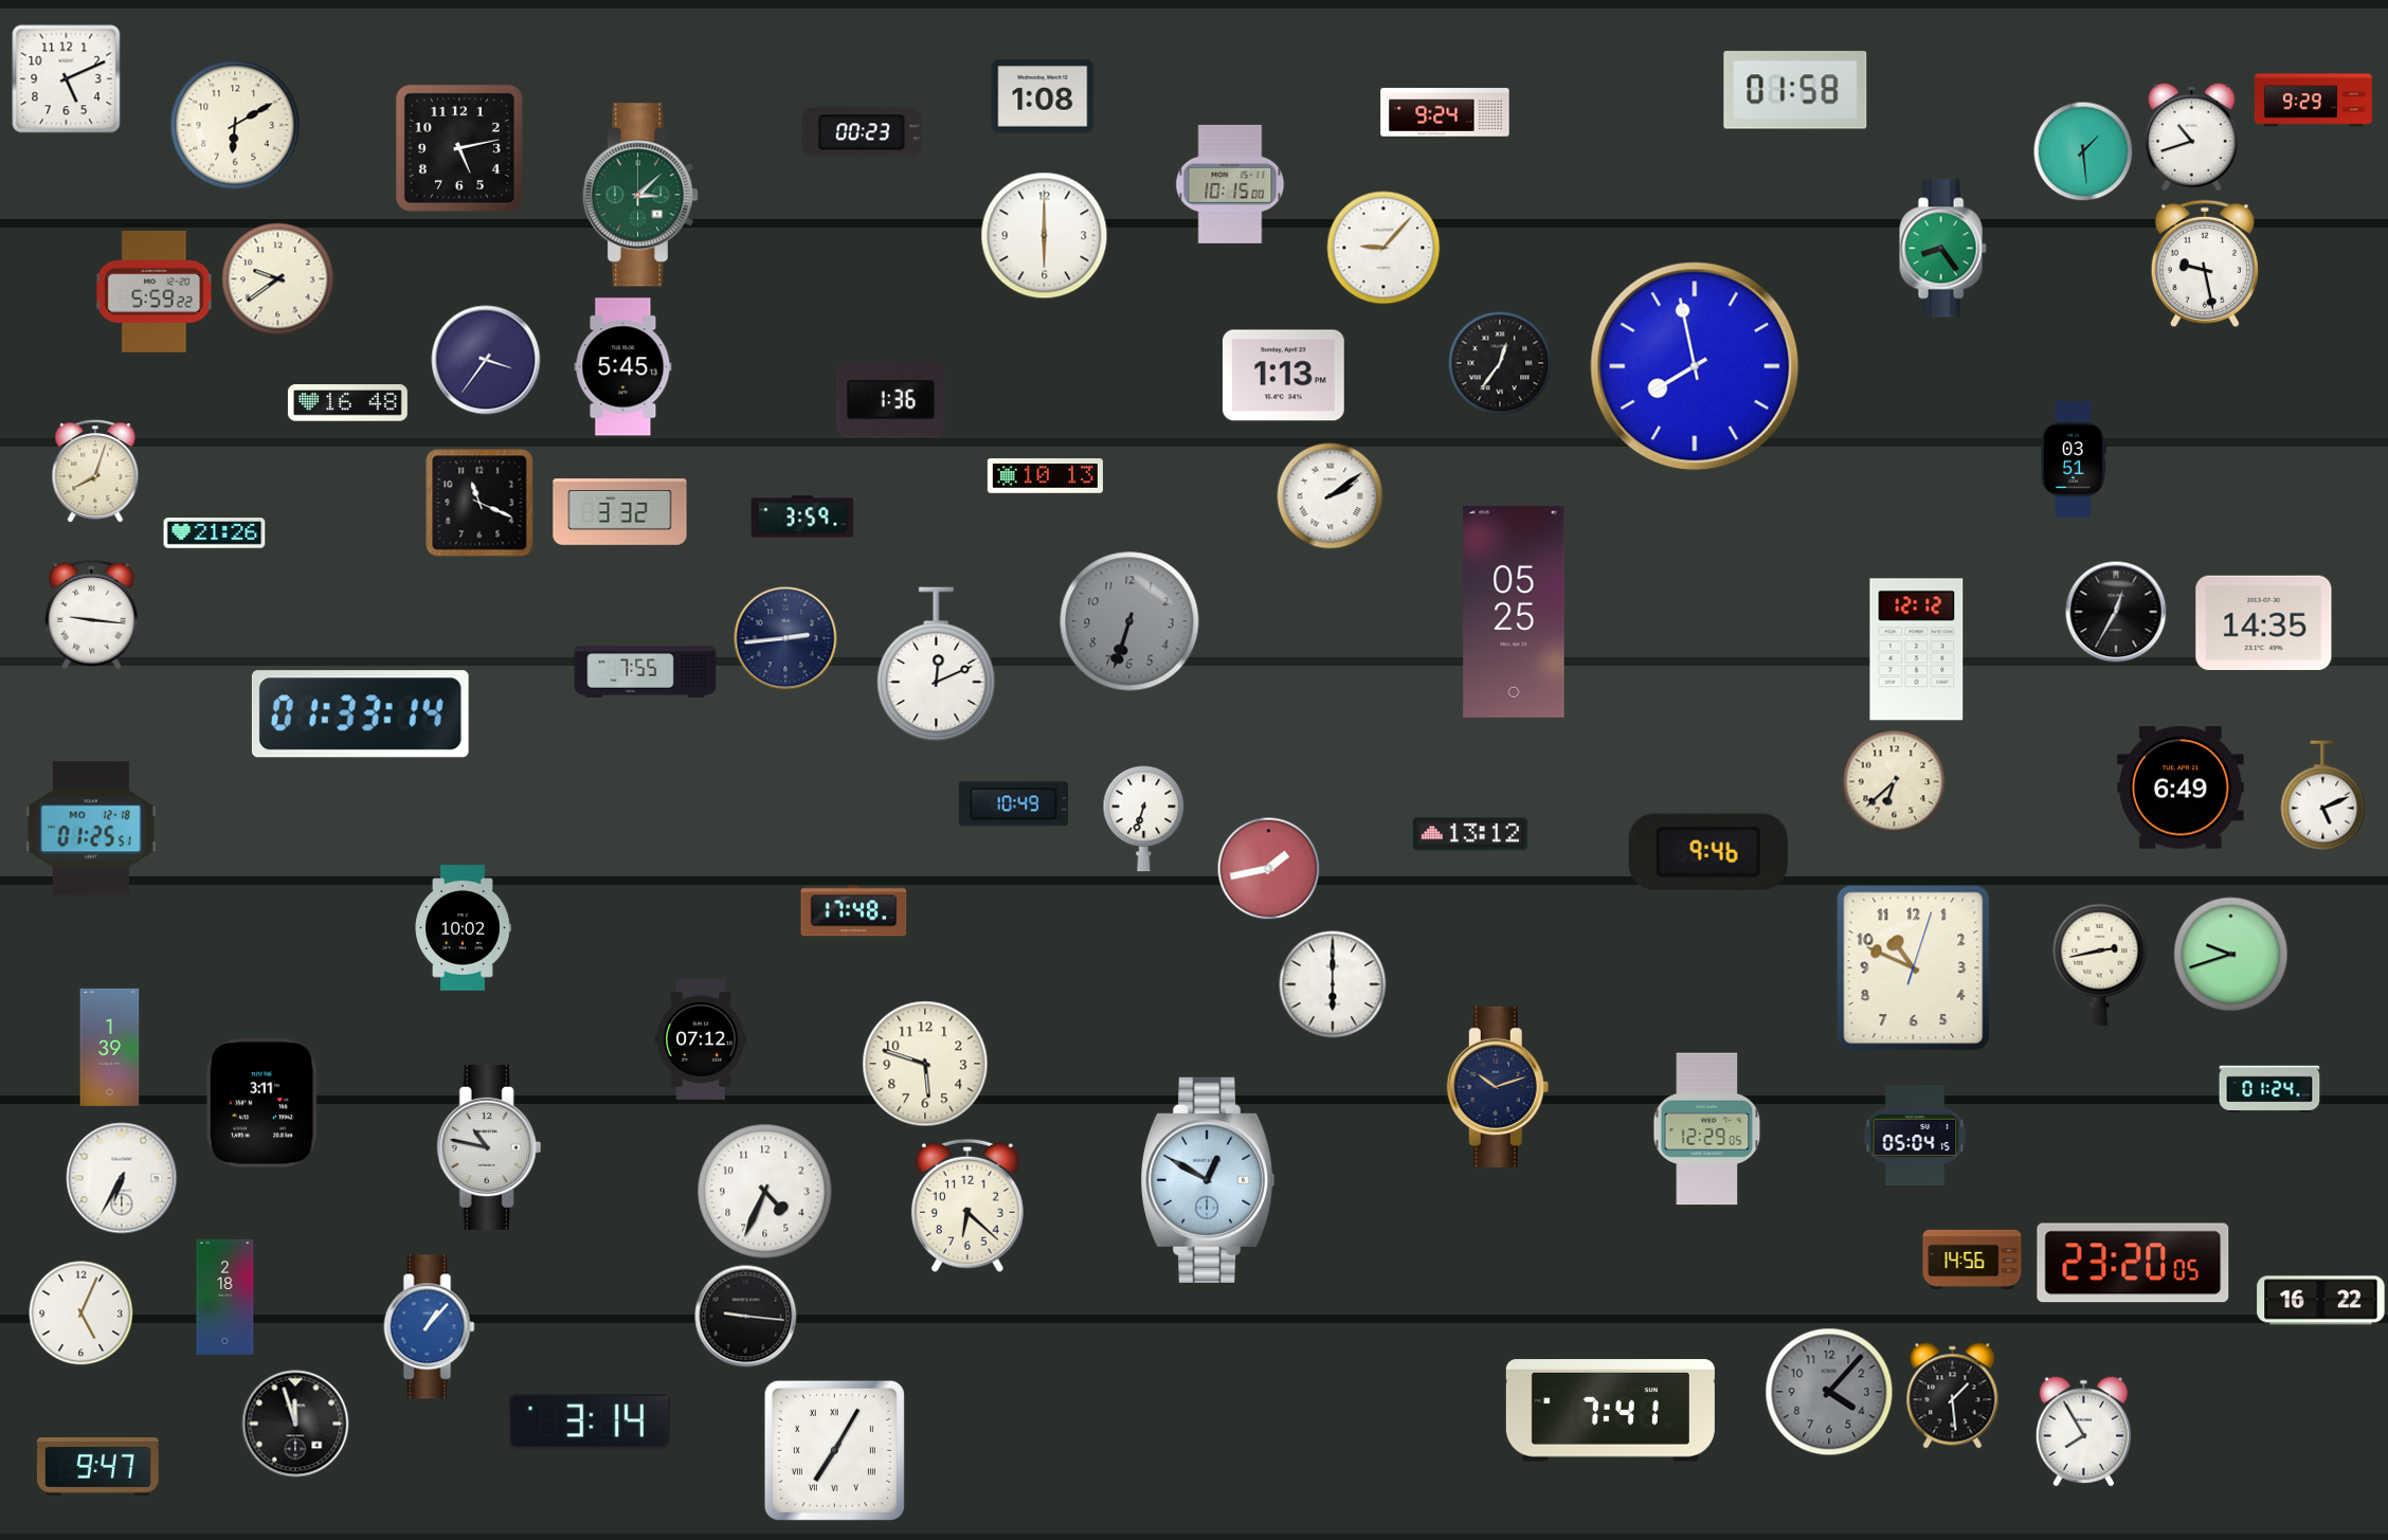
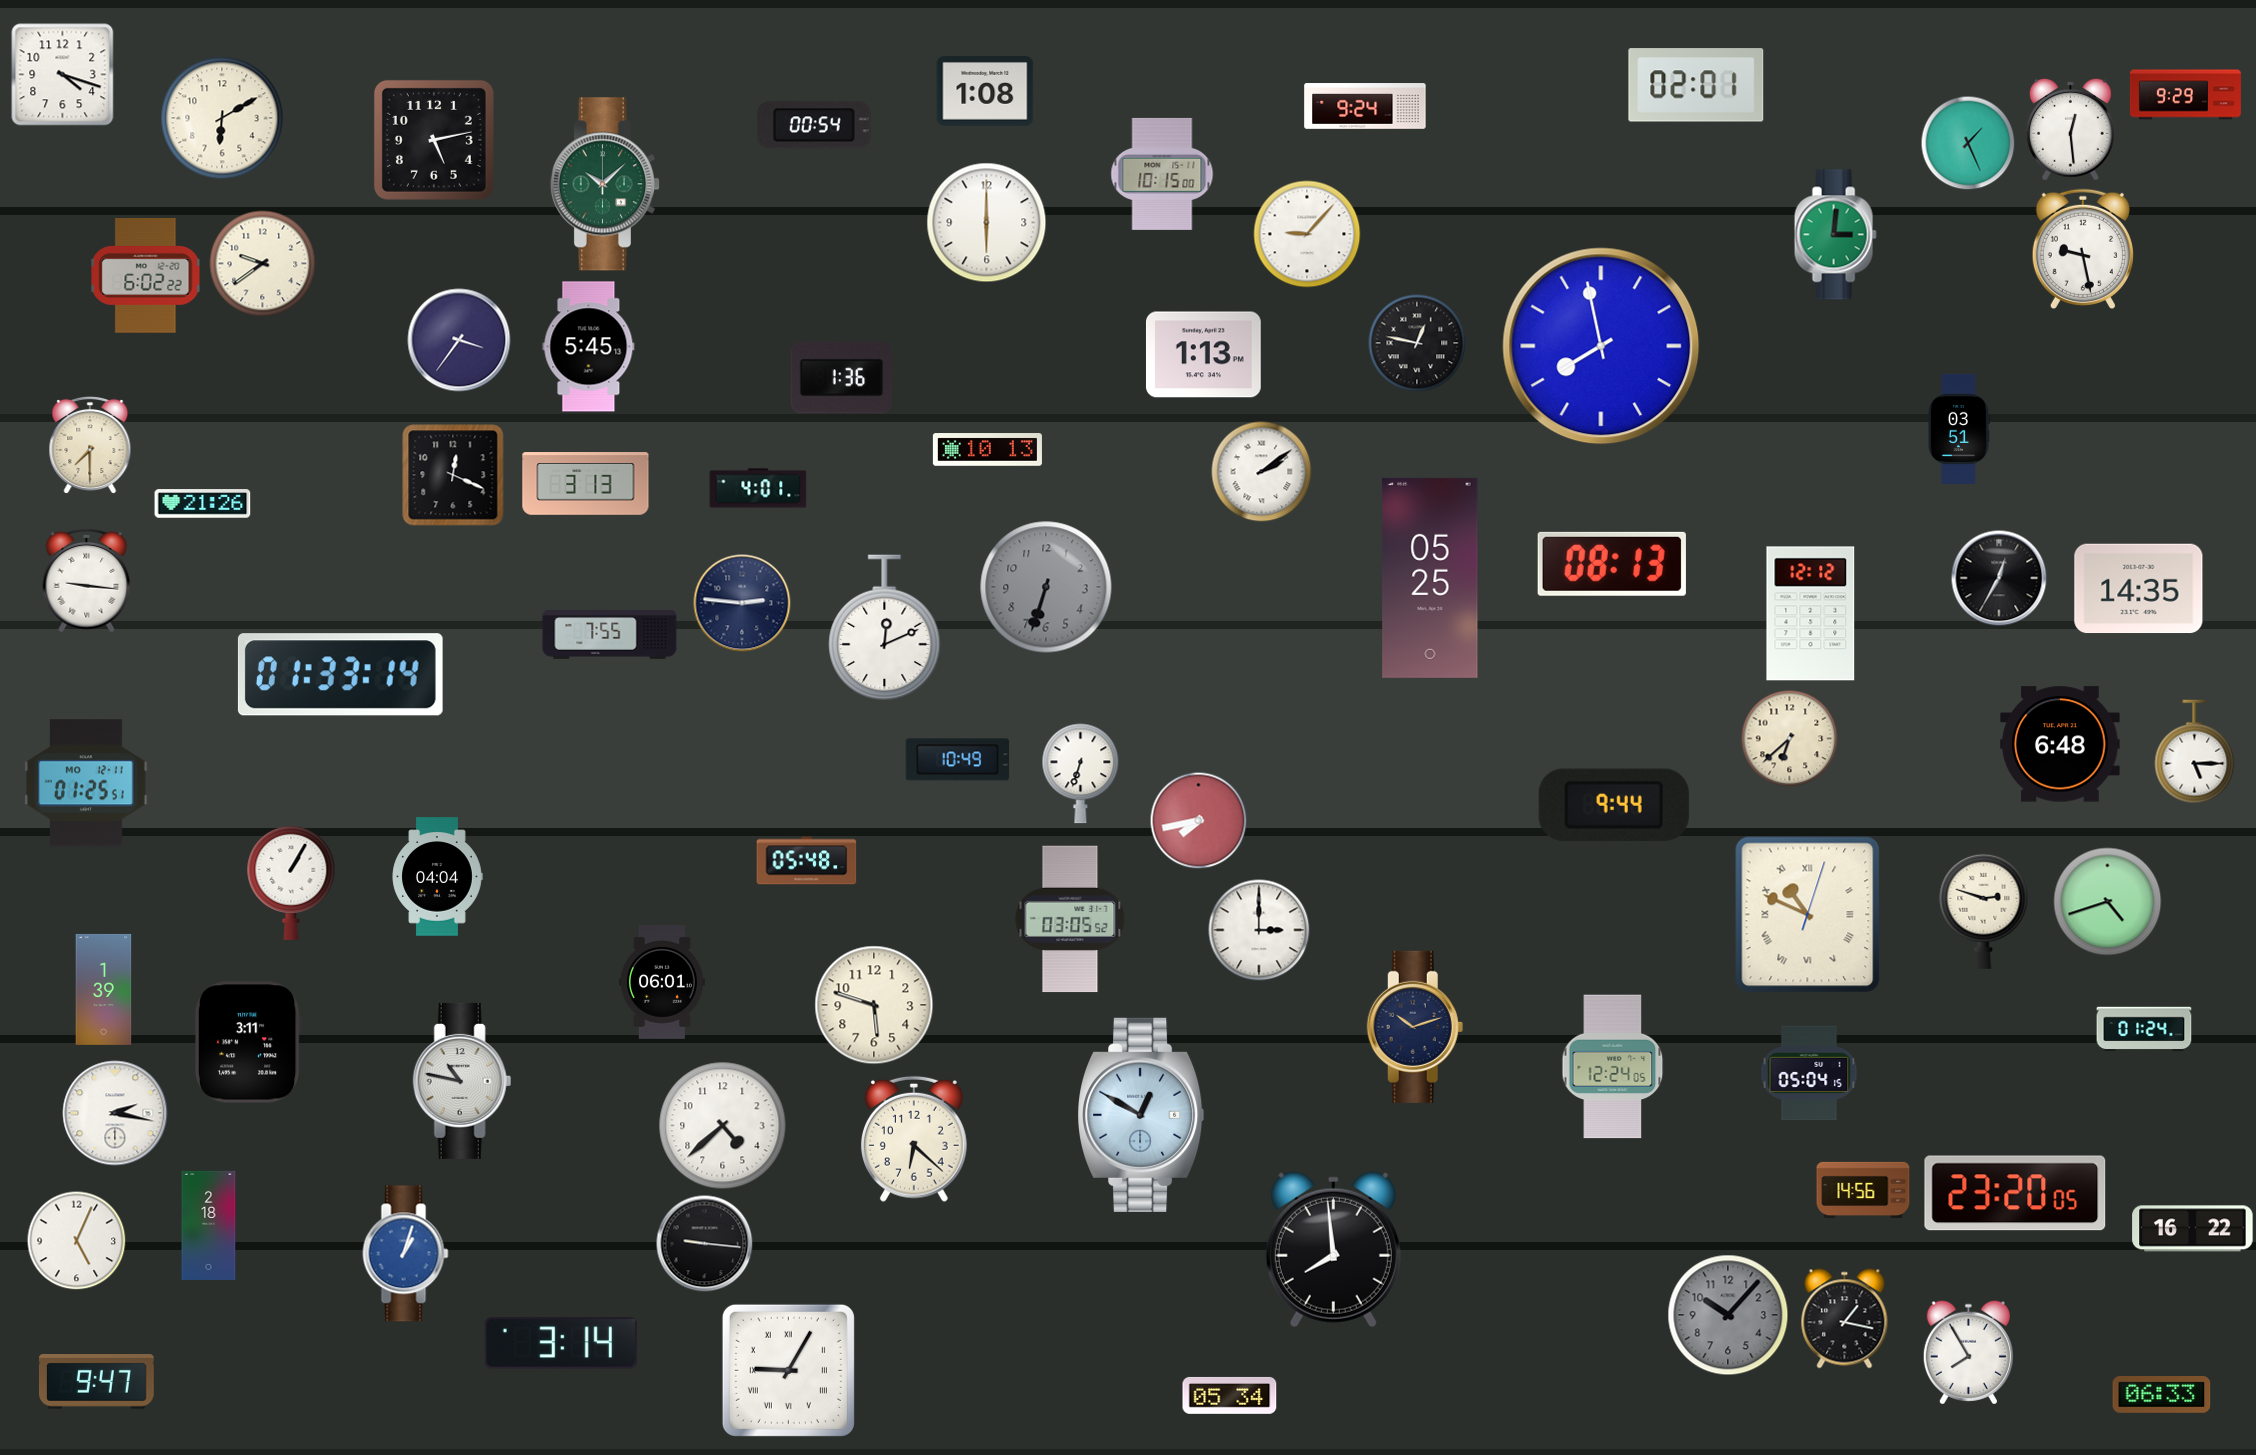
clock at (67, 79): 5:11 -> 4:18
clock at (1795, 90): 01:58 -> 02:01
clock at (862, 132): 00:23 -> 00:54
clock at (2191, 137): 10:42 -> 12:29
clock at (2083, 151): 1:29 -> 1:26
clock at (639, 195): 3:08 -> 10:08
clock at (1942, 249): 8:24 -> 3:01
clock at (155, 291): 5:59 -> 6:02
clock at (1500, 363): 12:36 -> 12:47
clock at (1283, 376) position: (1283, 376) -> (1203, 355)
clock at (347, 403): 16:48 -> none
clock at (2073, 459) position: (2073, 459) -> (1958, 429)
clock at (95, 470): 8:03 -> 7:30
clock at (1331, 496) position: (1331, 496) -> (1262, 472)
clock at (480, 503): 11:19 -> 12:19
clock at (620, 512): 3:32 -> 3:13
clock at (802, 517): 3:59 -> 4:01
clock at (1612, 564): none -> 08:13
clock at (1129, 621) position: (1129, 621) -> (1046, 587)
clock at (785, 638): 2:44 -> 2:46
clock at (2181, 787): 6:49 -> 6:48
clock at (2323, 796): 5:11 -> 5:15
clock at (91, 829) date: MO 12-18 -> MO 12-11
clock at (1470, 834): 13:12 -> none
clock at (1708, 852): 9:46 -> 9:44
clock at (1268, 868): 1:43 -> 7:43
clock at (854, 911): 17:48 -> 05:48
clock at (463, 928): 10:02 -> 04:04
clock at (291, 883): none -> 1:05
clock at (2231, 955): 9:42 -> 4:42
clock at (2100, 964): 2:43 -> 2:48
clock at (1914, 968) numerals: Arabic -> Roman
clock at (1070, 919): none -> 03:05
clock at (1333, 984): 6:00 -> 3:00
clock at (701, 1039): 07:12 -> 06:01
clock at (1707, 1129): 12:29 -> 12:24
clock at (489, 1147) position: (489, 1147) -> (462, 1081)
clock at (122, 1178): 6:35 -> 2:17
clock at (765, 1192): 4:34 -> 4:38
clock at (225, 1297) position: (225, 1297) -> (209, 1225)
clock at (1333, 1250): none -> 7:59
clock at (430, 1327): 1:07 -> 1:03
clock at (1829, 1392): 4:07 -> 10:07
clock at (1953, 1396): 1:29 -> 1:17
clock at (1610, 1411): 7:41 -> none
clock at (590, 1421) position: (590, 1421) -> (561, 1343)
clock at (295, 1424): 11:57 -> none
clock at (834, 1450): 7:05 -> 9:05
clock at (97, 1467) position: (97, 1467) -> (96, 1382)
clock at (1230, 1395): none -> 05:34
clock at (2162, 1395): none -> 06:33
